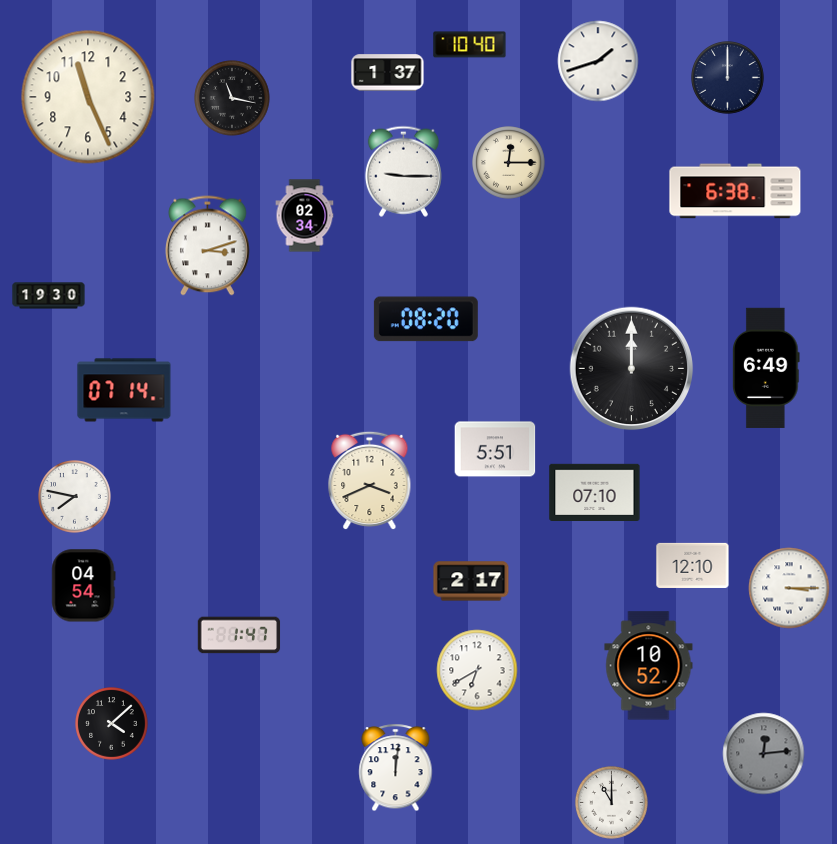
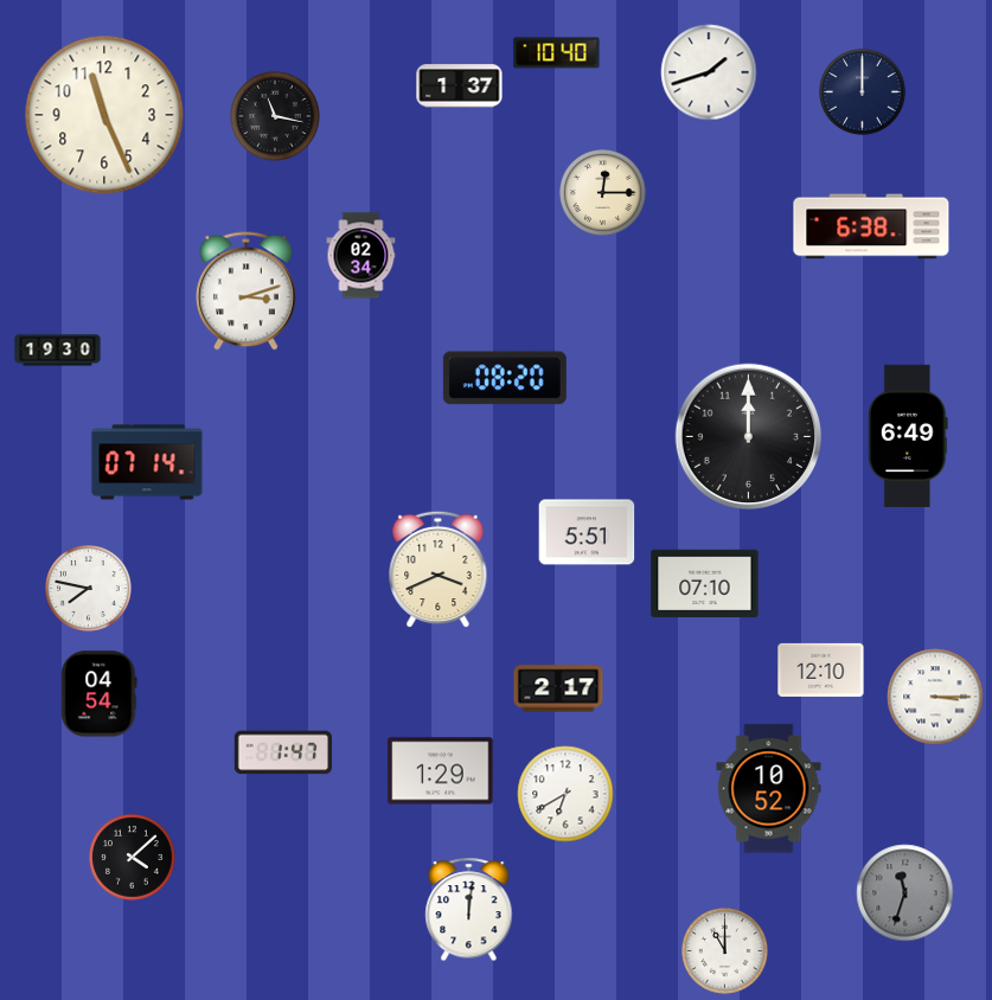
clock at (403, 171): 9:15 -> none
clock at (441, 771): none -> 1:29
clock at (764, 754): 12:14 -> 11:33
